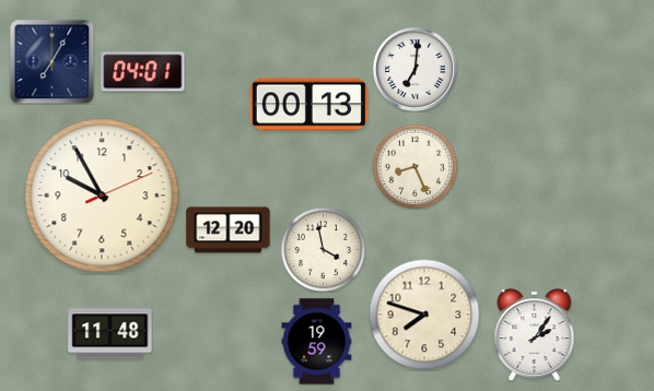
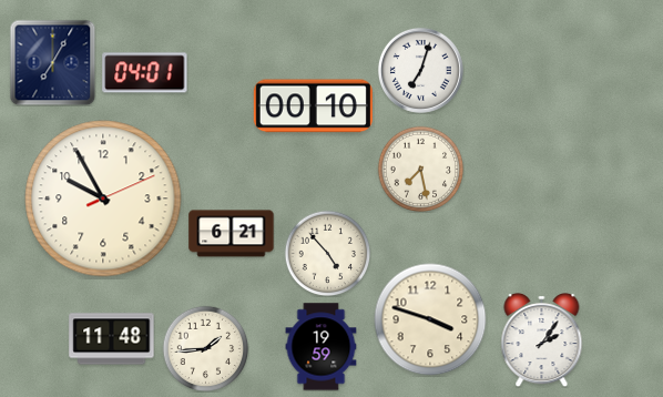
clock at (414, 69): 7:01 -> 7:03
clock at (308, 105): 00:13 -> 00:10
clock at (414, 166): 8:26 -> 7:28
clock at (229, 230): 12:20 -> 6:21
clock at (323, 249): 3:58 -> 4:53
clock at (424, 315): 7:48 -> 3:48
clock at (205, 348): none -> 1:44
